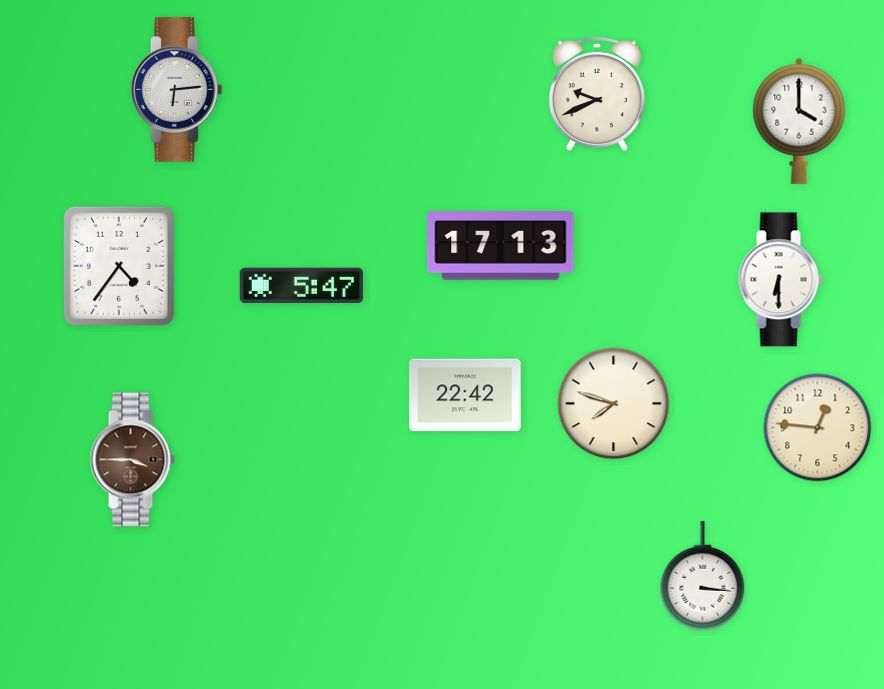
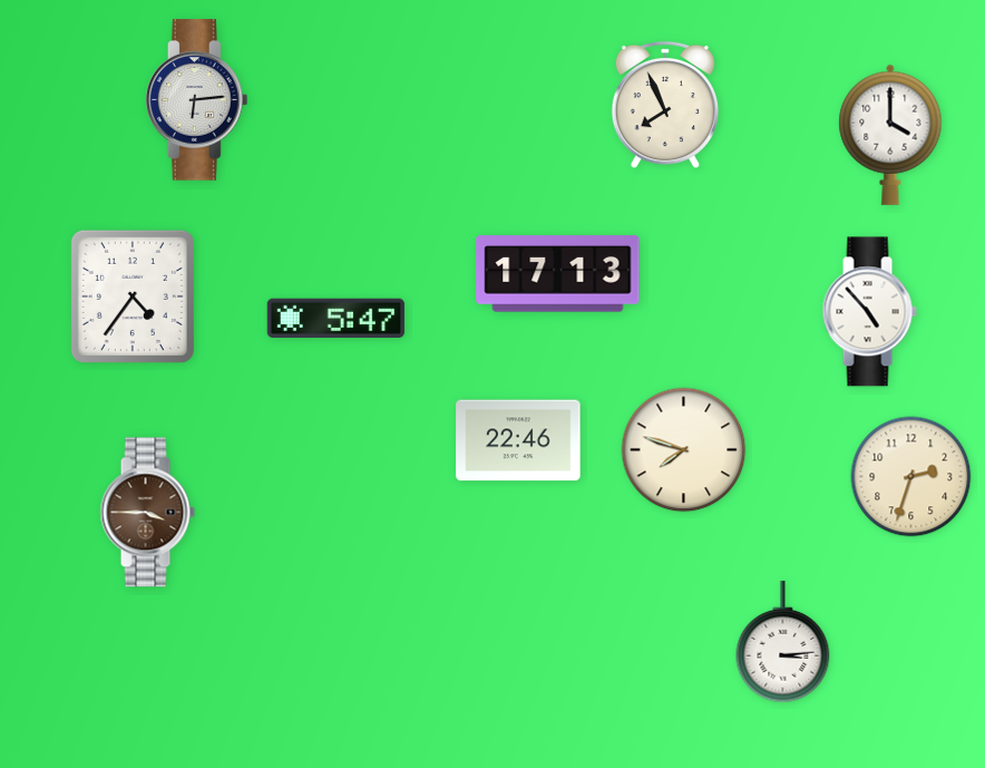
clock at (597, 94): 9:41 -> 7:56
clock at (780, 280): 6:30 -> 4:53
clock at (465, 395): 22:42 -> 22:46
clock at (818, 428): 12:46 -> 2:33
clock at (703, 576): 3:16 -> 3:14
